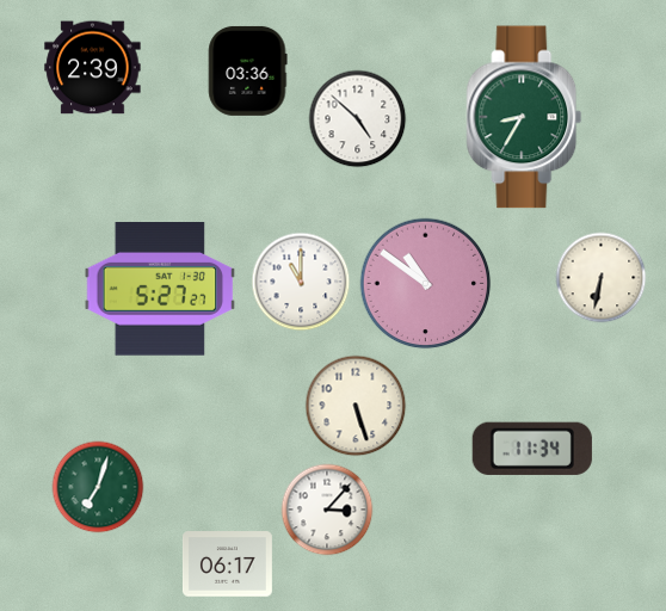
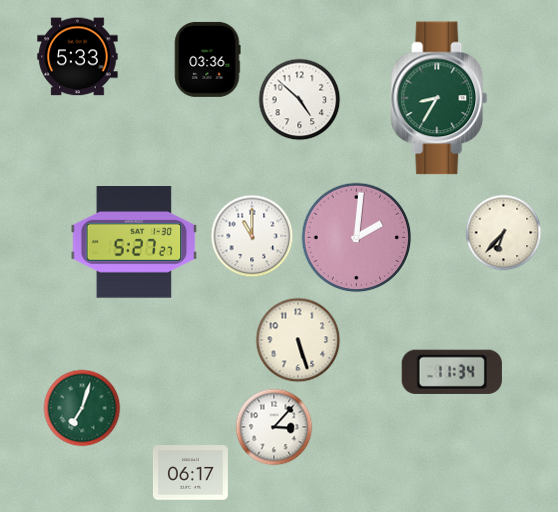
clock at (93, 68): 2:39 -> 5:33
clock at (602, 278): 6:32 -> 6:37
clock at (426, 284): 10:51 -> 2:01
clock at (532, 449) position: (532, 449) -> (452, 372)
